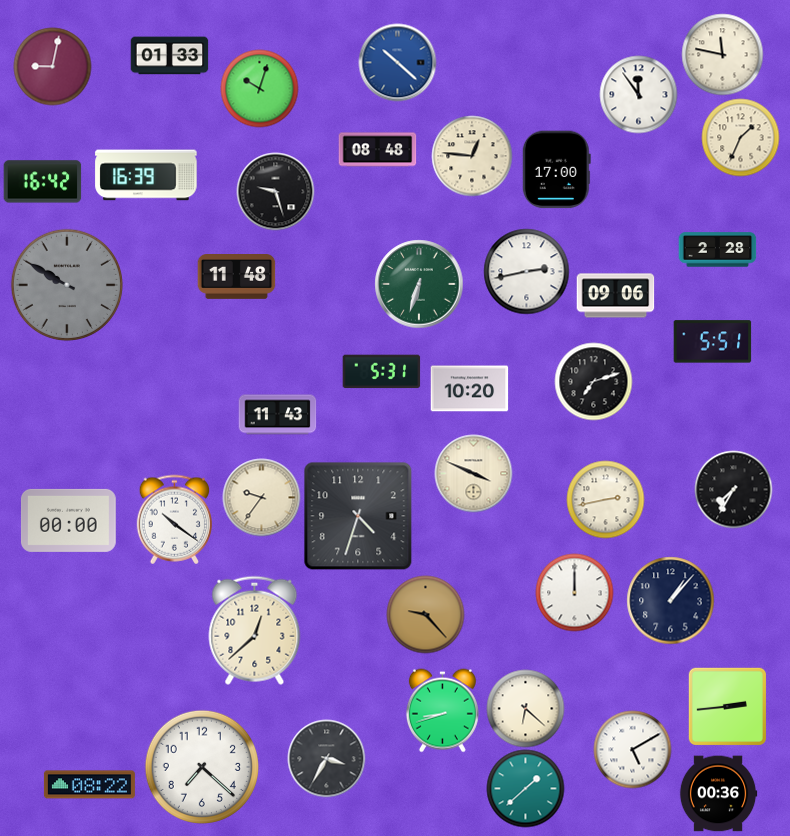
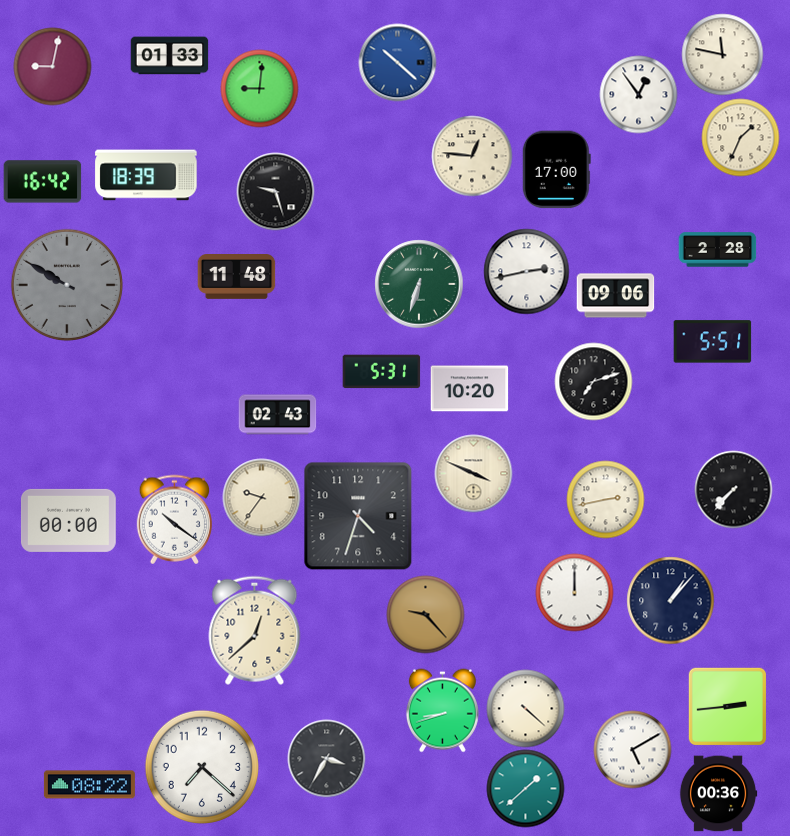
clock at (259, 88): 10:03 -> 9:01
clock at (638, 94): 11:54 -> 12:54
clock at (377, 150): 08:48 -> none
clock at (146, 175): 16:39 -> 18:39
clock at (277, 415): 11:43 -> 02:43
clock at (733, 489): 7:35 -> 7:37
clock at (525, 708): 6:22 -> 4:22
